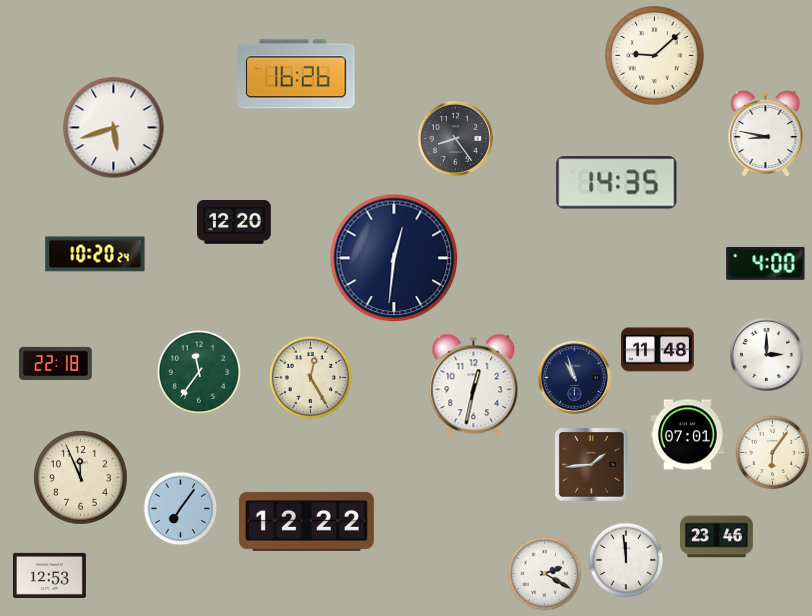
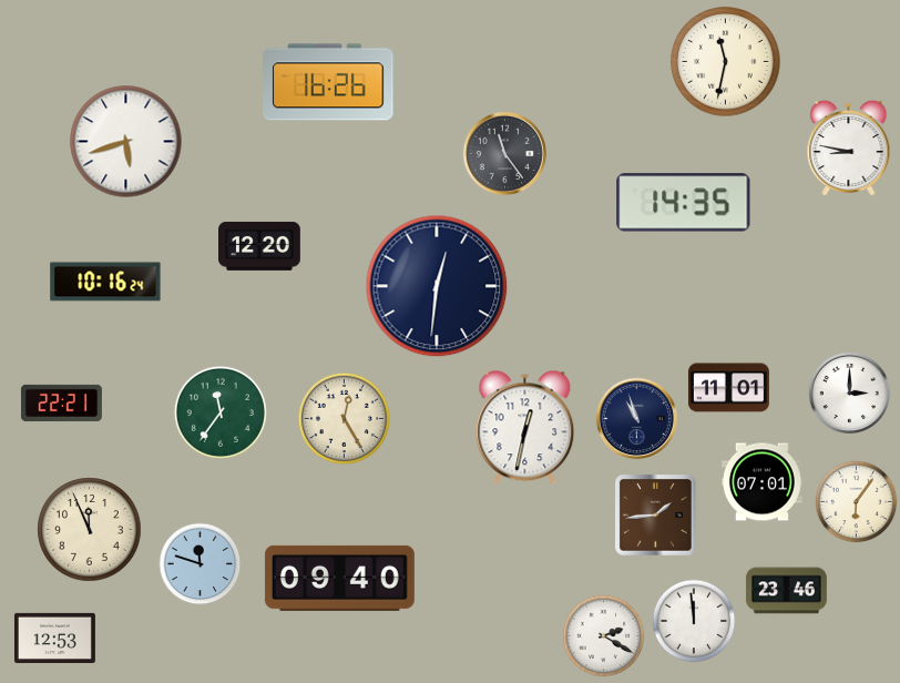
clock at (655, 56): 9:08 -> 11:32
clock at (455, 138): 8:24 -> 11:24
clock at (95, 254): 10:20 -> 10:16
clock at (766, 263): 4:00 -> none
clock at (657, 350): 11:48 -> 11:01
clock at (55, 363): 22:18 -> 22:21
clock at (181, 509): 7:06 -> 11:48
clock at (306, 521): 12:22 -> 09:40
clock at (716, 537) position: (716, 537) -> (786, 591)
